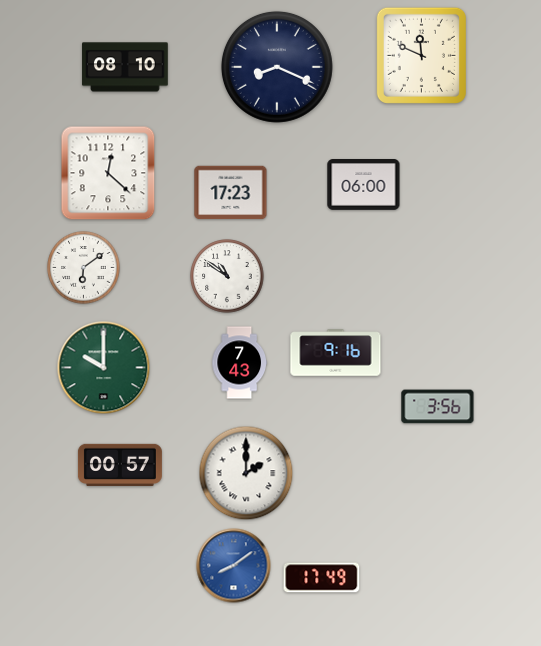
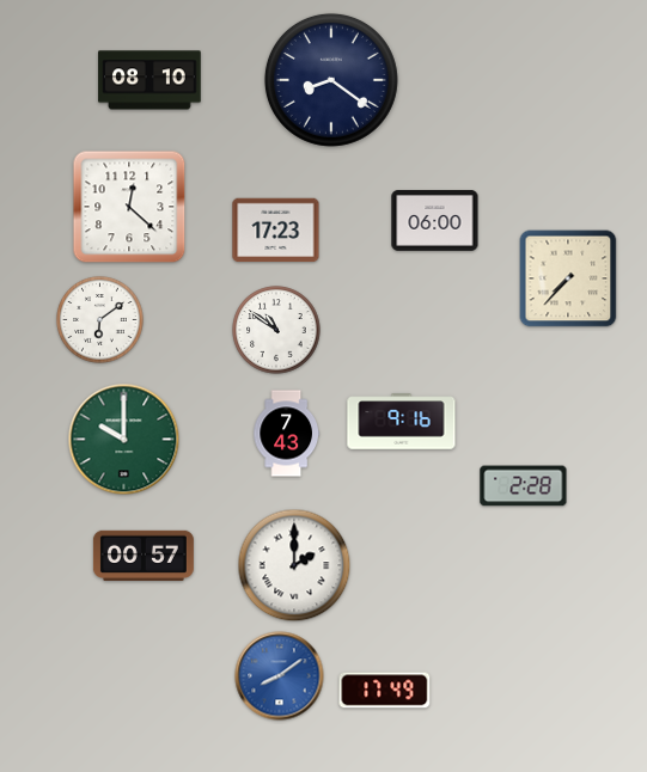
clock at (421, 55): 11:49 -> none
clock at (277, 67): 8:19 -> 8:21
clock at (568, 278): none -> 7:37
clock at (227, 276) position: (227, 276) -> (276, 330)
clock at (438, 407): 3:56 -> 2:28
